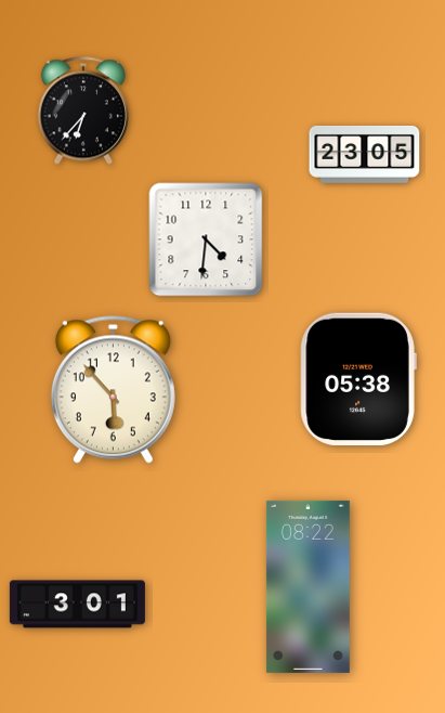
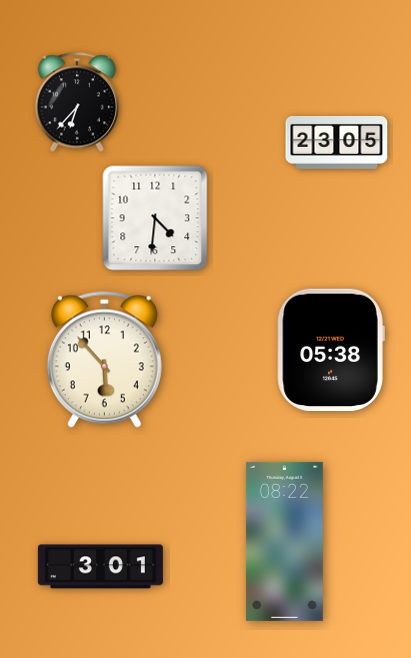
clock at (206, 239) position: (206, 239) -> (155, 218)
clock at (77, 605) position: (77, 605) -> (100, 567)
